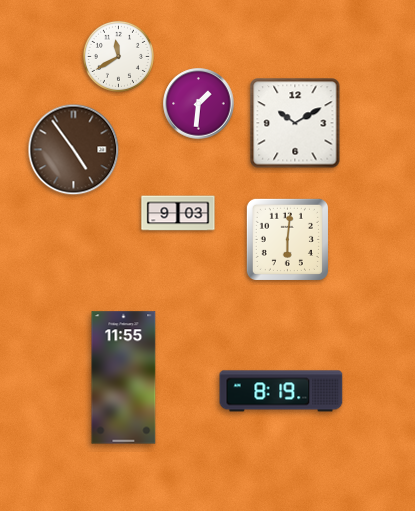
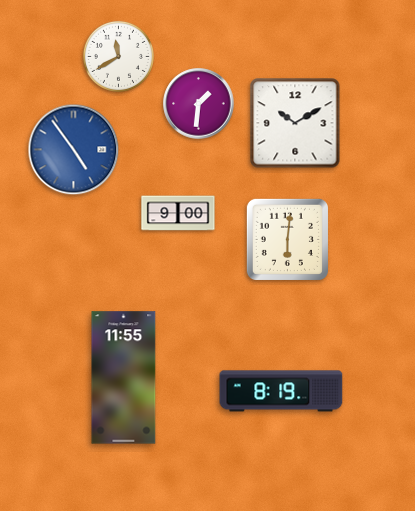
clock at (74, 150) dial: brown -> blue
clock at (178, 213): 9:03 -> 9:00
